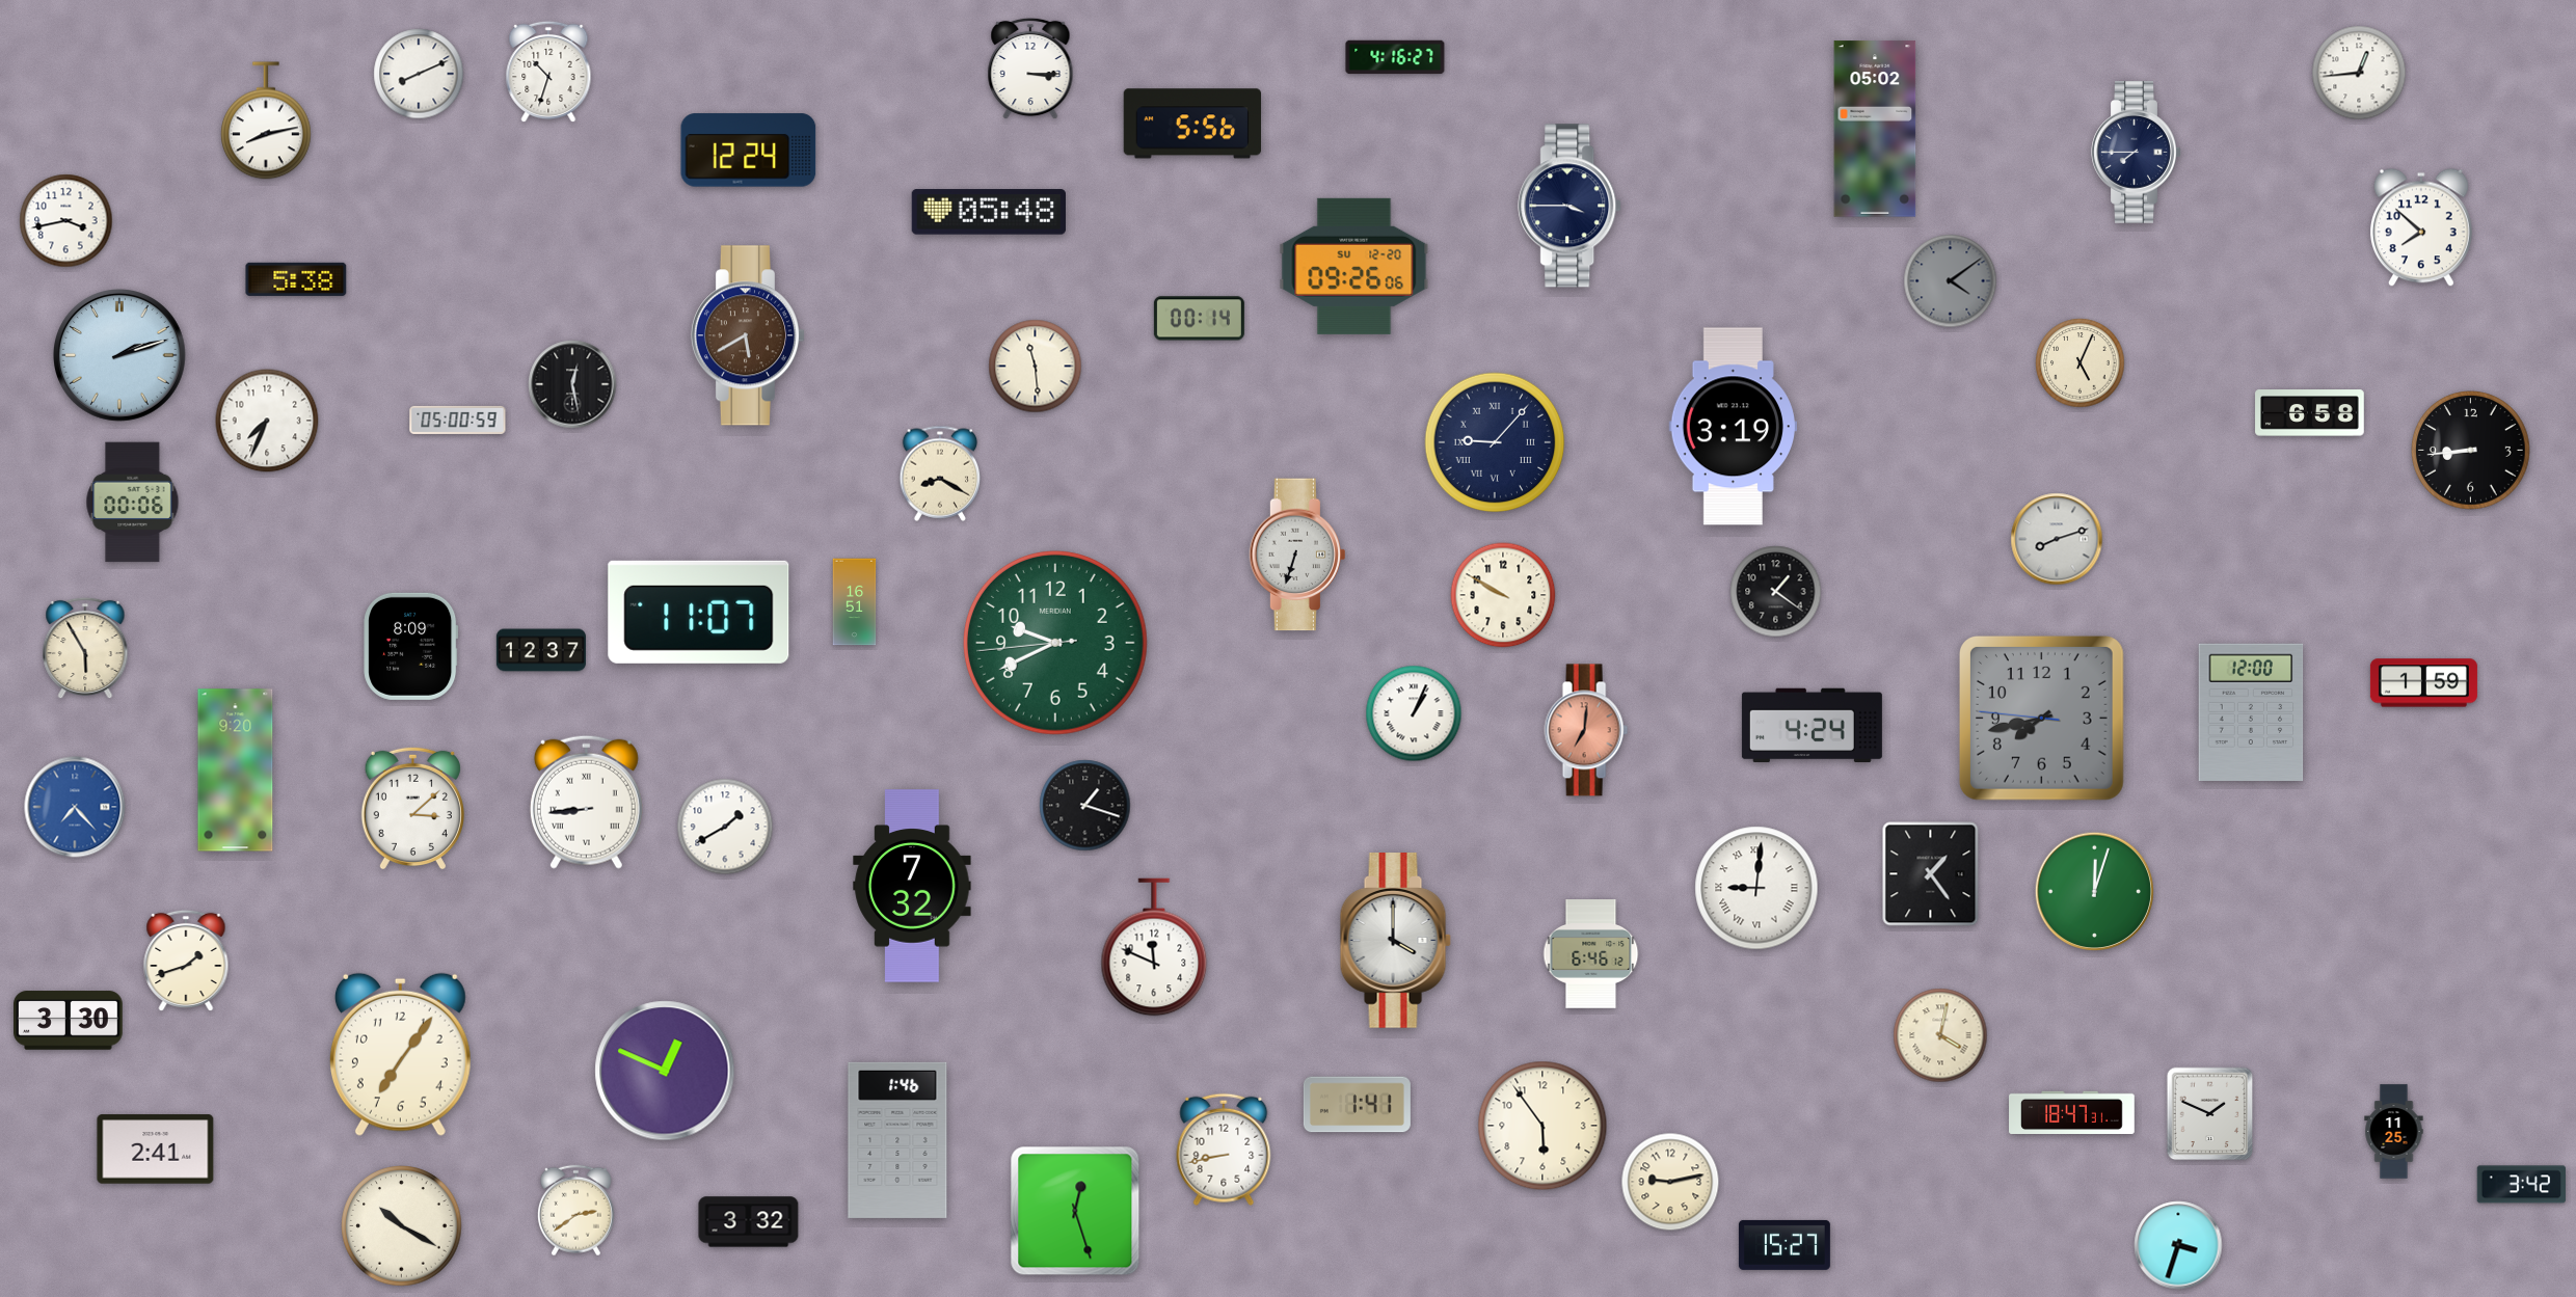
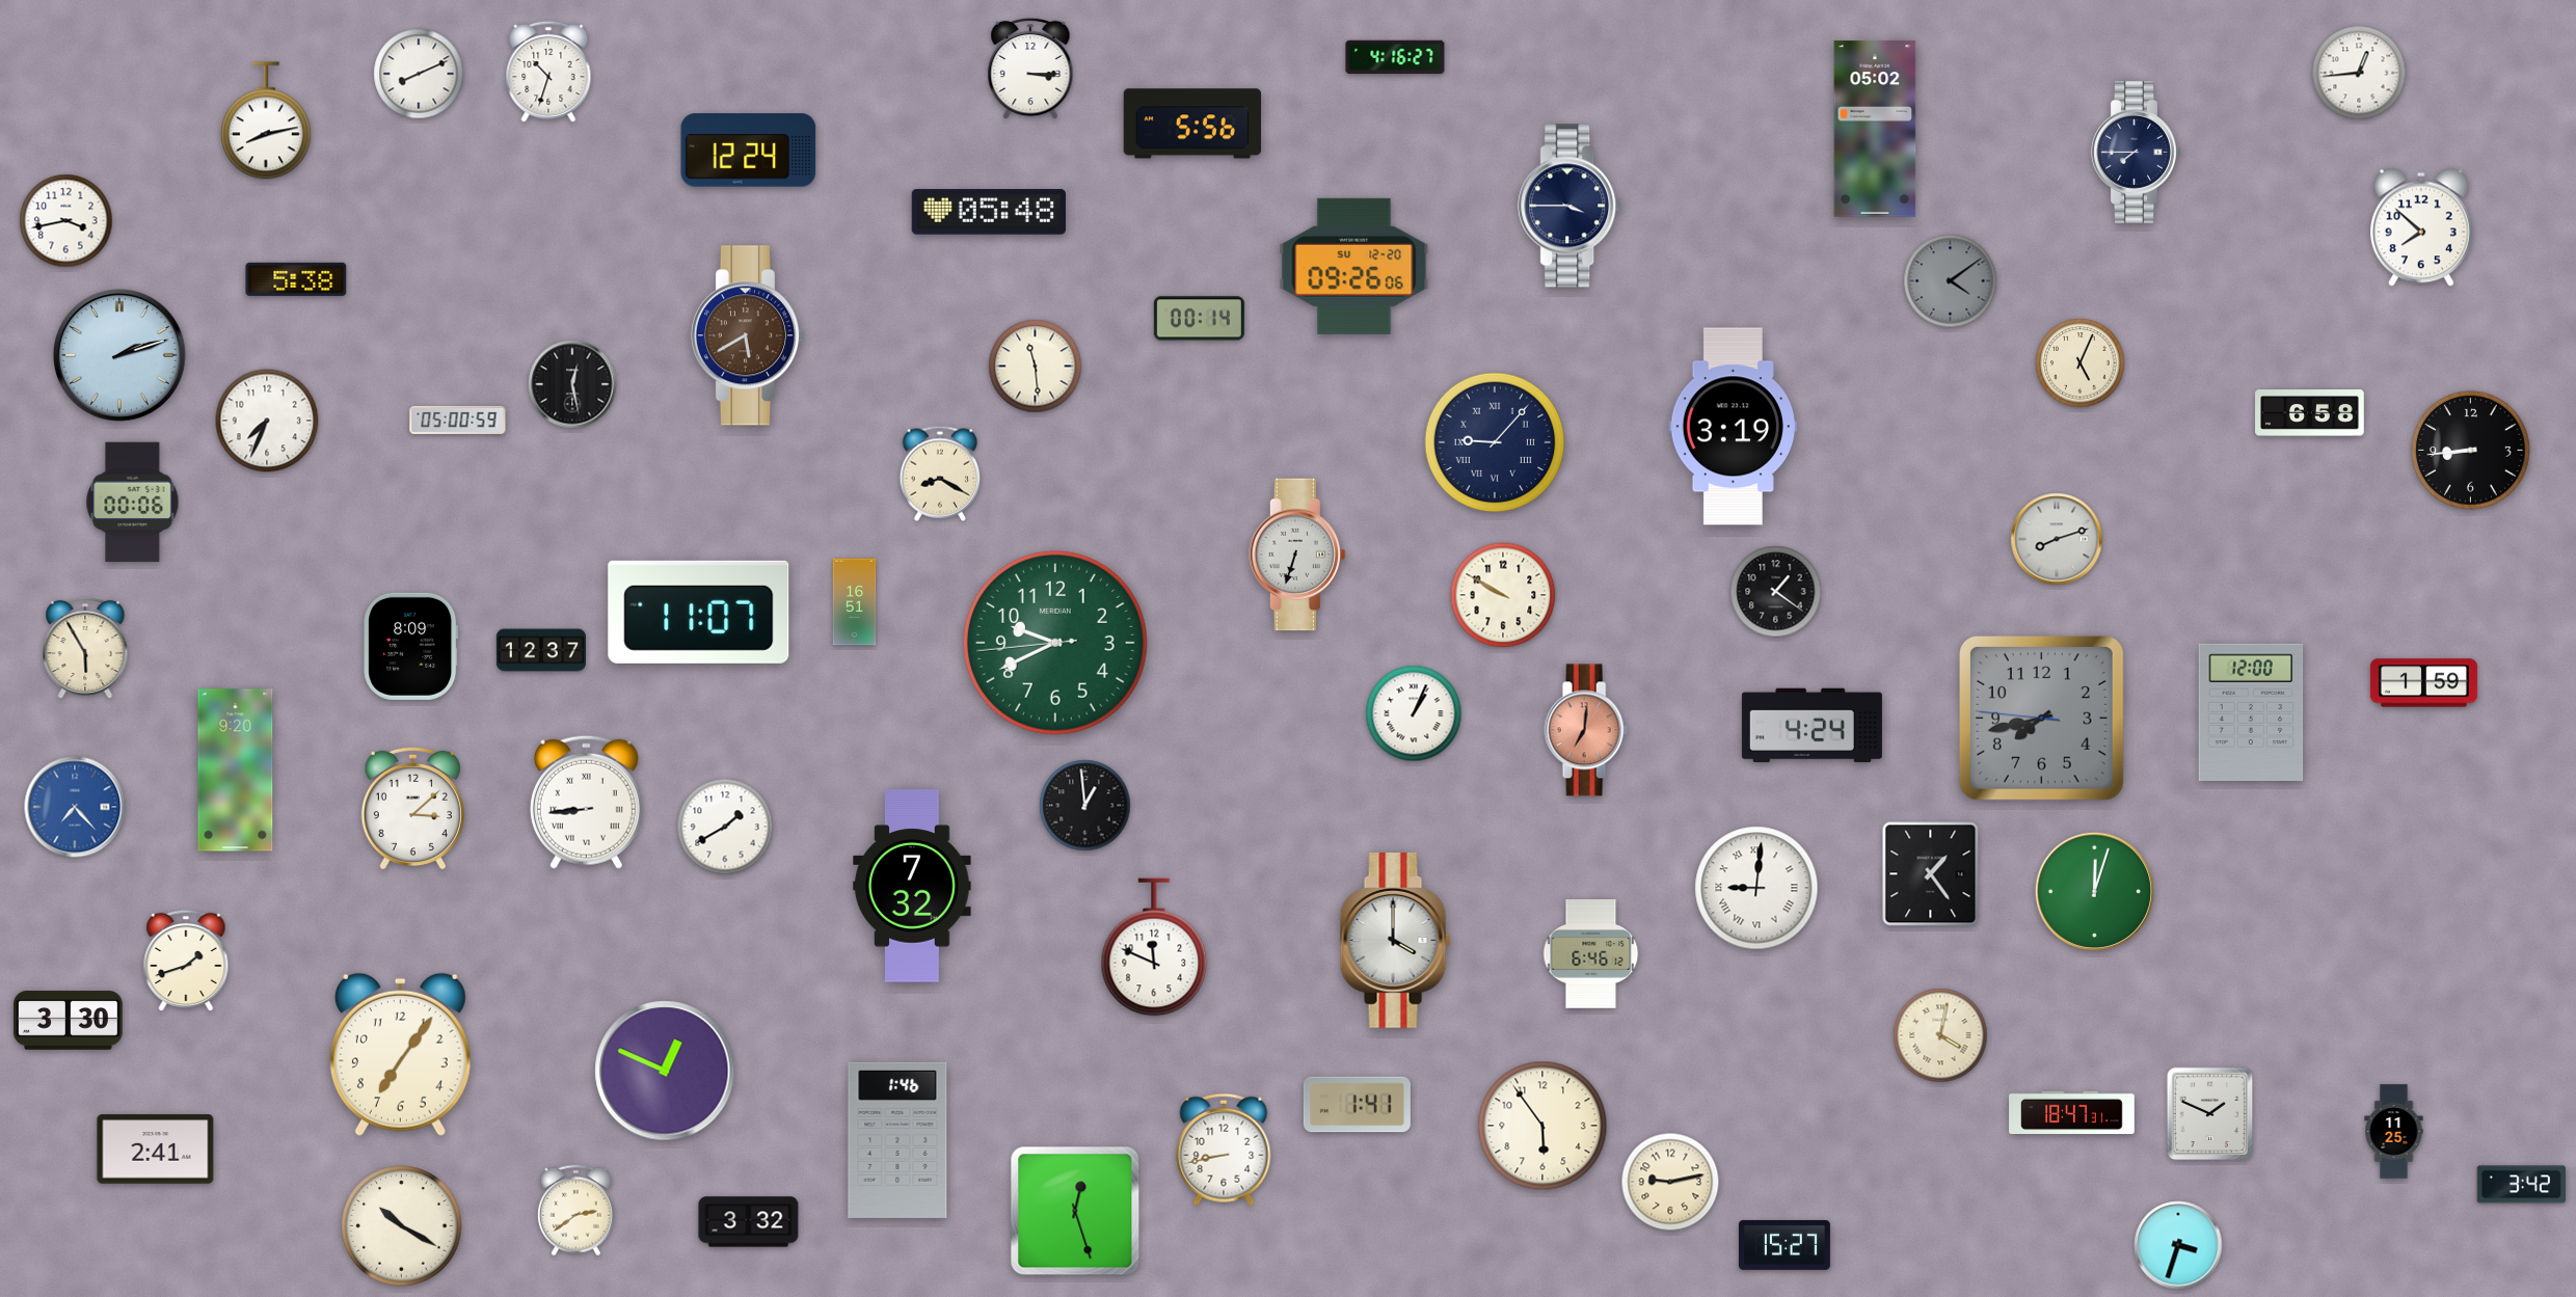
clock at (1085, 806): 1:18 -> 12:59
